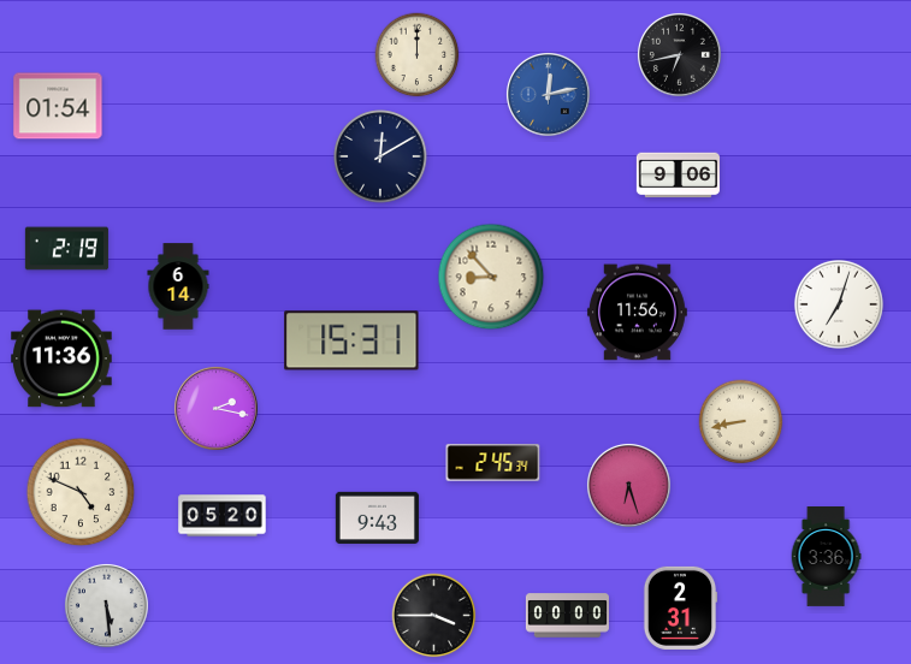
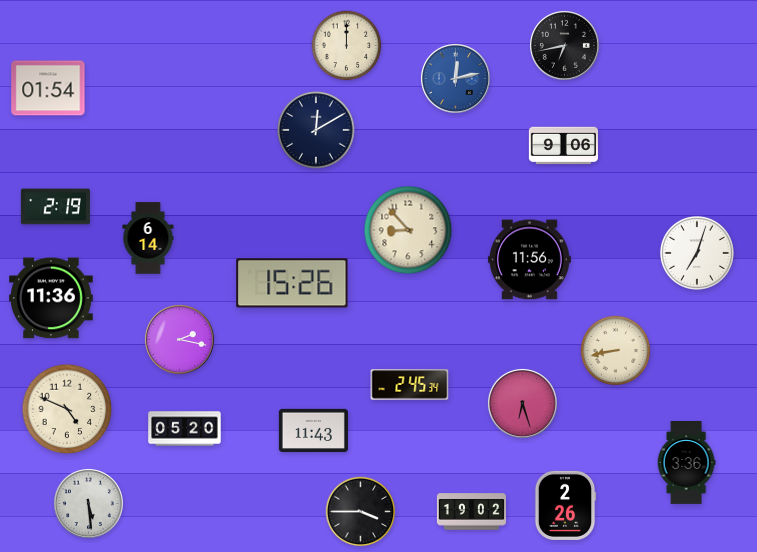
clock at (351, 340): 15:31 -> 15:26
clock at (377, 517): 9:43 -> 11:43
clock at (680, 607): 2:31 -> 2:26
clock at (567, 616): 00:00 -> 19:02
